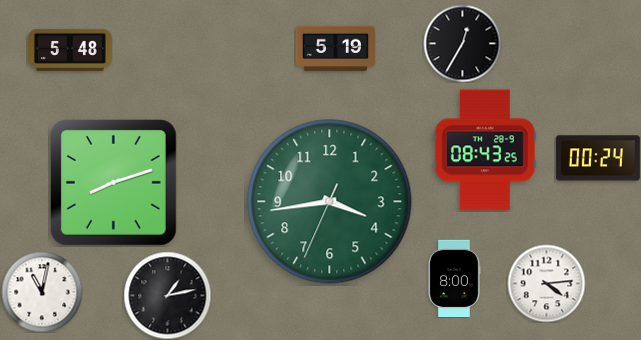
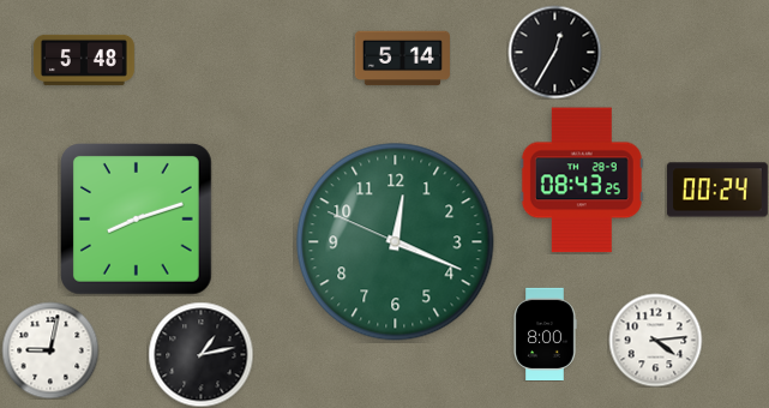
clock at (335, 49): 5:19 -> 5:14
clock at (330, 202): 3:43 -> 12:18
clock at (42, 292): 11:02 -> 9:02
